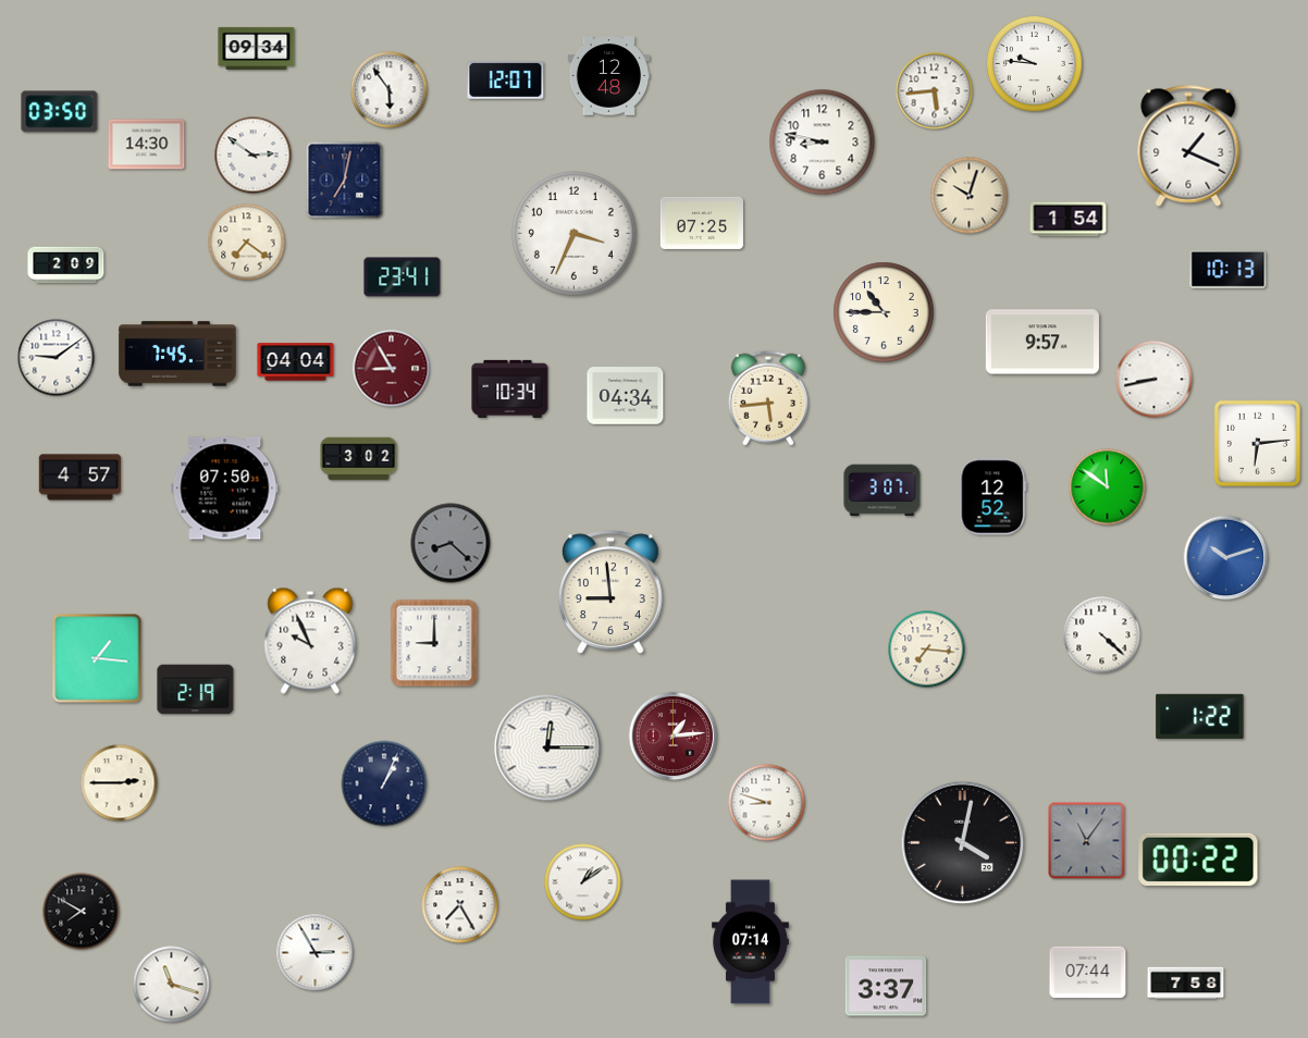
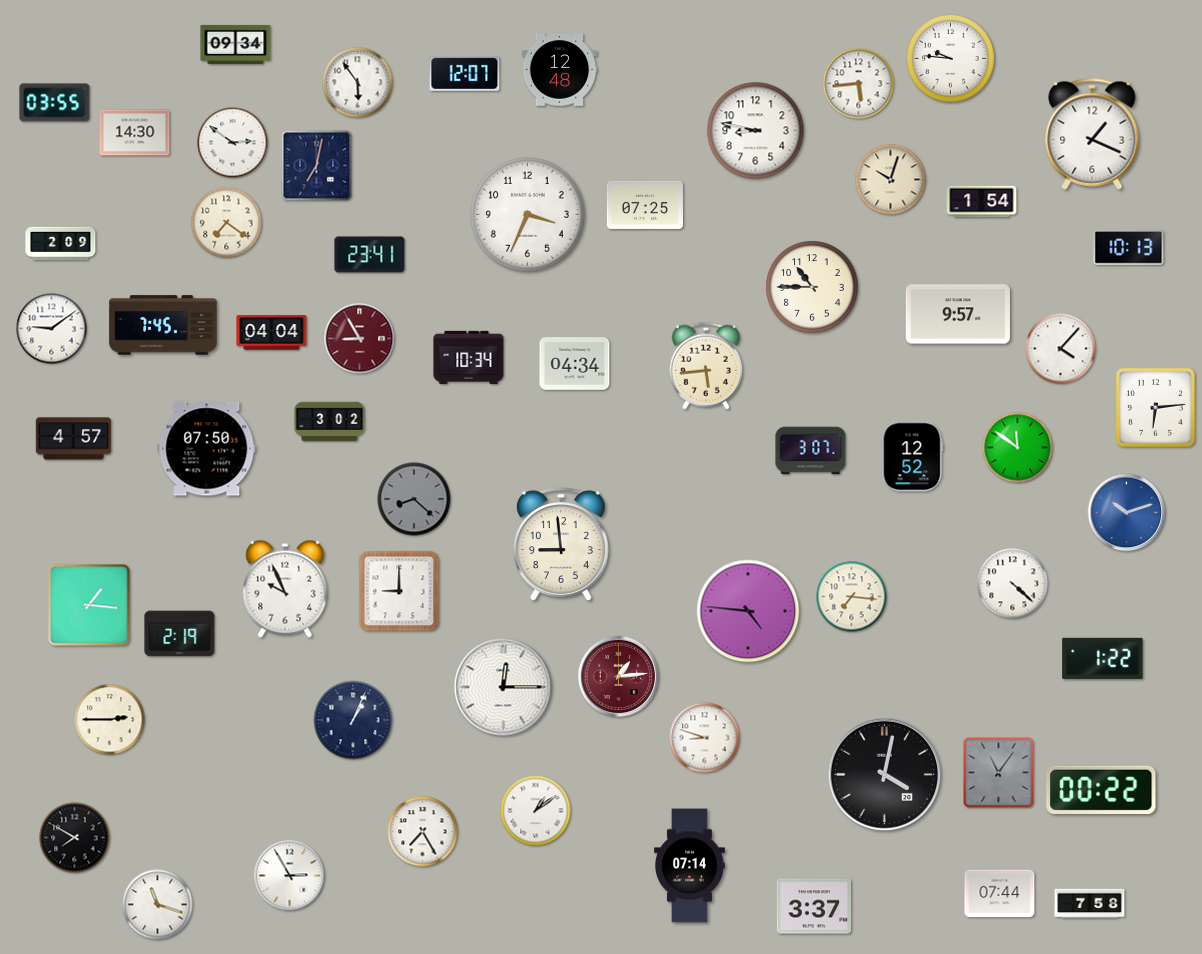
clock at (60, 112): 03:50 -> 03:55
clock at (1155, 380): 8:43 -> 4:07
clock at (748, 611): none -> 4:46
